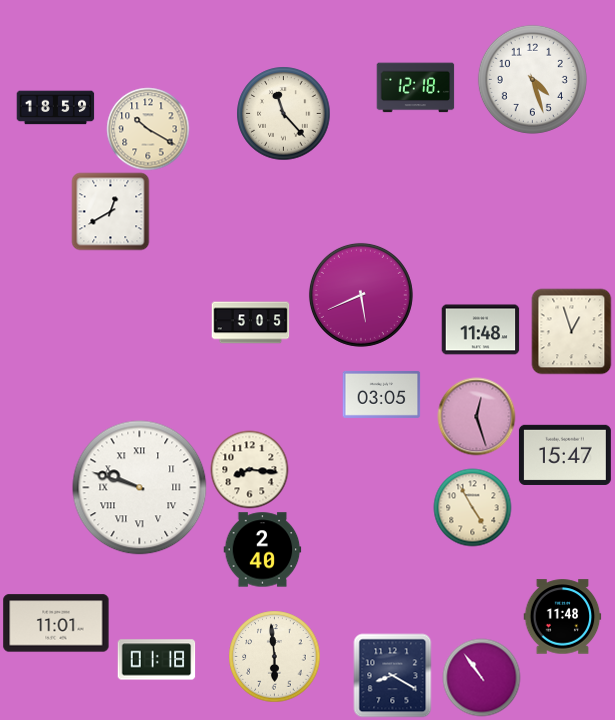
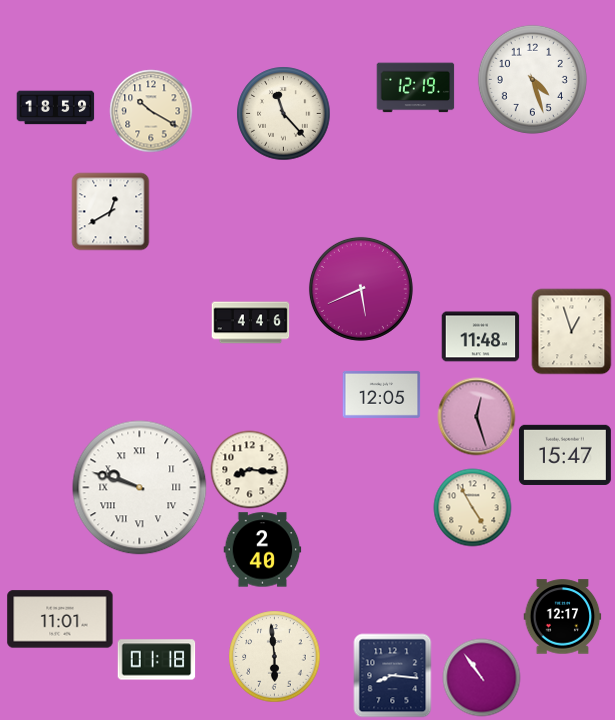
clock at (415, 88): 12:18 -> 12:19
clock at (148, 129) position: (148, 129) -> (151, 111)
clock at (361, 295) position: (361, 295) -> (361, 289)
clock at (250, 323): 5:05 -> 4:46
clock at (480, 330) position: (480, 330) -> (480, 337)
clock at (381, 394): 03:05 -> 12:05
clock at (562, 617): 11:48 -> 12:17
clock at (56, 623) position: (56, 623) -> (60, 619)
clock at (393, 675): 8:20 -> 8:16
